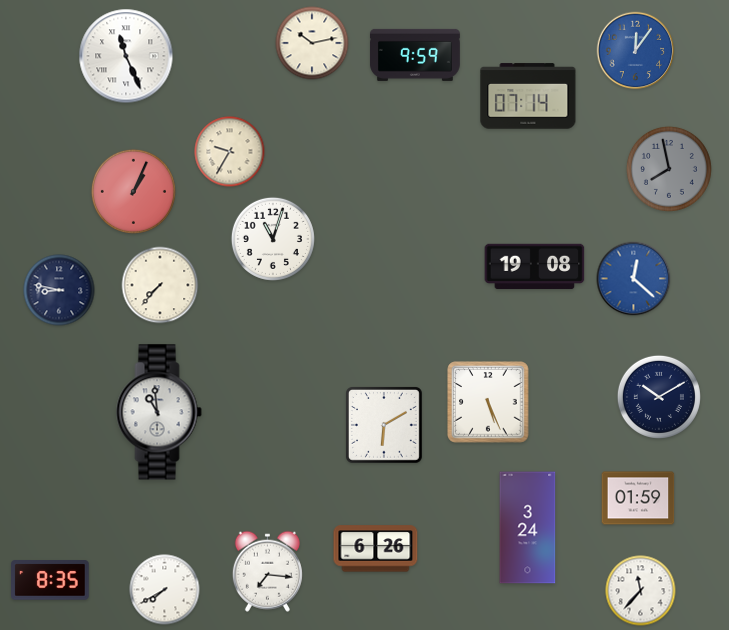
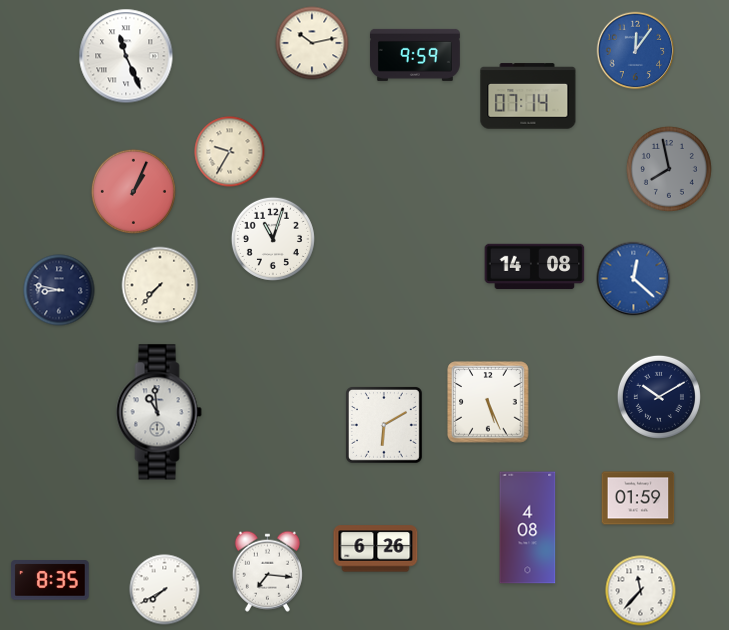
clock at (535, 267): 19:08 -> 14:08
clock at (528, 528): 3:24 -> 4:08
